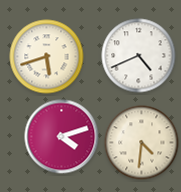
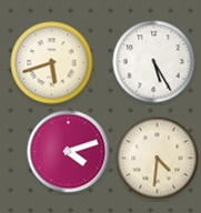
clock at (139, 56): 4:41 -> 5:25
